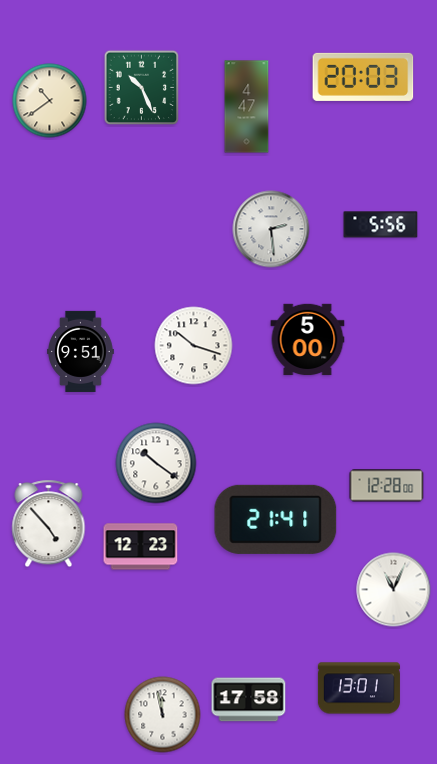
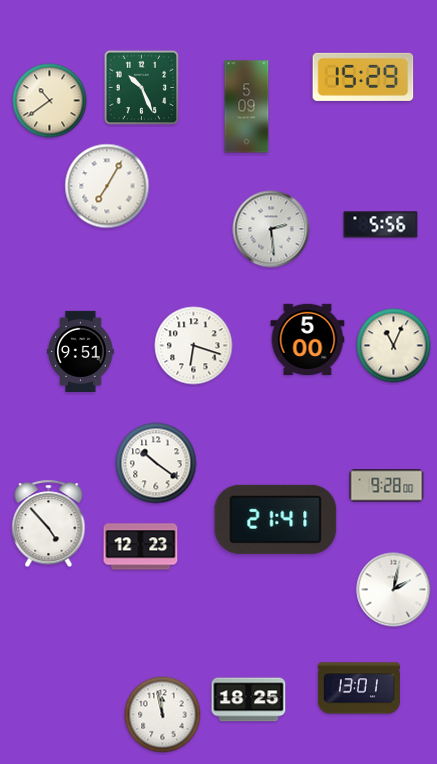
clock at (363, 77): 20:03 -> 15:29
clock at (247, 107): 4:47 -> 5:09
clock at (107, 186): none -> 7:05
clock at (194, 346): 10:18 -> 6:18
clock at (394, 346): none -> 11:04
clock at (387, 486): 12:28 -> 9:28
clock at (394, 590): 11:04 -> 2:02
clock at (249, 700): 17:58 -> 18:25
